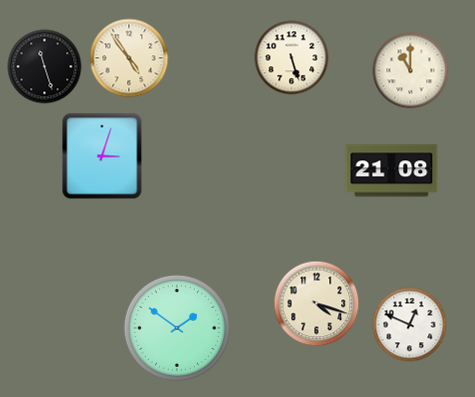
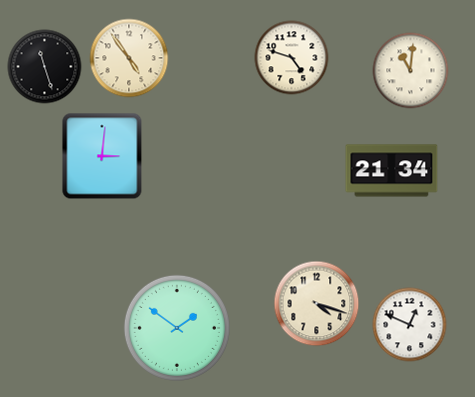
clock at (292, 58): 5:27 -> 4:48
clock at (411, 71): 11:00 -> 11:01
clock at (102, 156): 3:03 -> 3:01
clock at (392, 171): 21:08 -> 21:34
